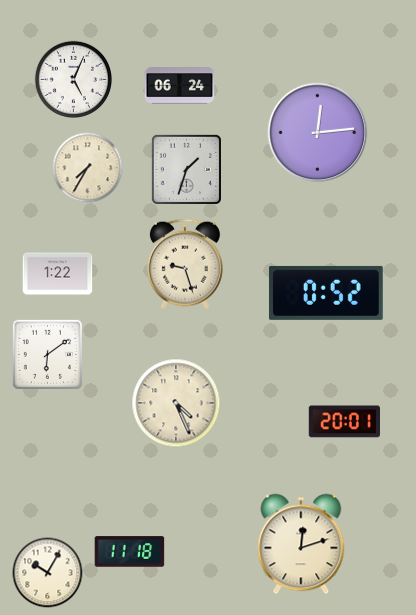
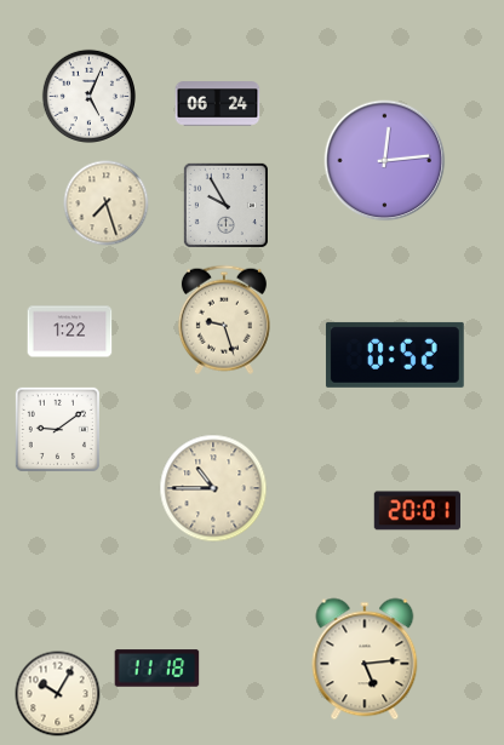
clock at (88, 168): 7:35 -> 7:27
clock at (186, 169): 1:33 -> 9:55
clock at (47, 354): 6:09 -> 9:09
clock at (176, 403): 4:26 -> 10:45
clock at (301, 544): 12:12 -> 5:14
